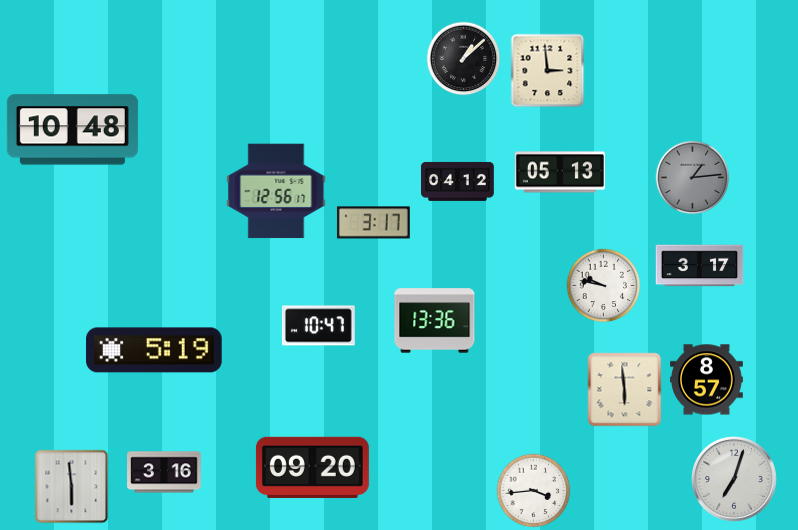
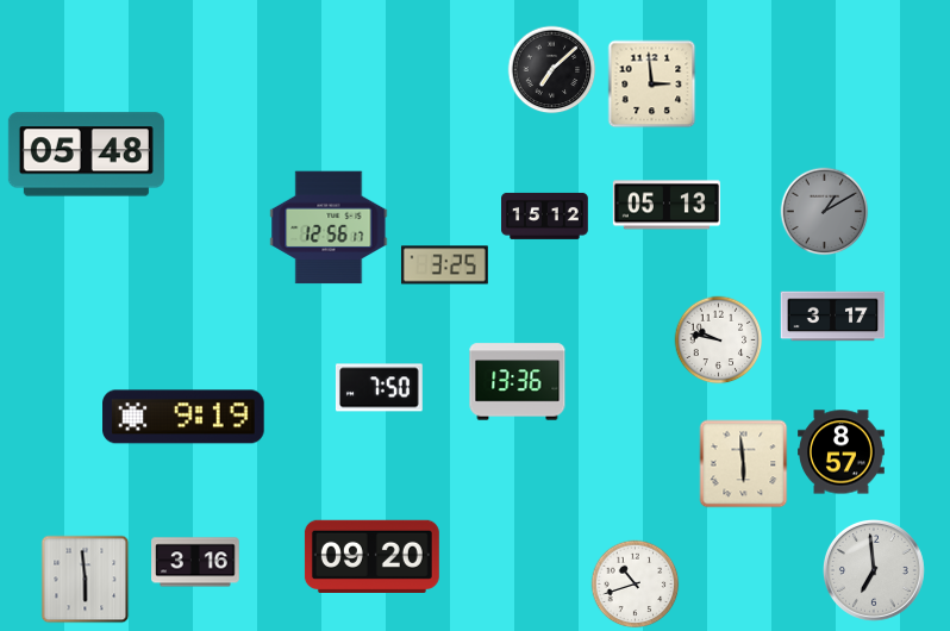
clock at (464, 59): 1:08 -> 7:08
clock at (72, 130): 10:48 -> 05:48
clock at (693, 178): 1:14 -> 1:10
clock at (458, 181): 04:12 -> 15:12
clock at (373, 223): 3:17 -> 3:25
clock at (318, 326): 10:47 -> 7:50
clock at (154, 350): 5:19 -> 9:19
clock at (735, 480): 7:03 -> 6:59
clock at (534, 491): 3:44 -> 10:42
